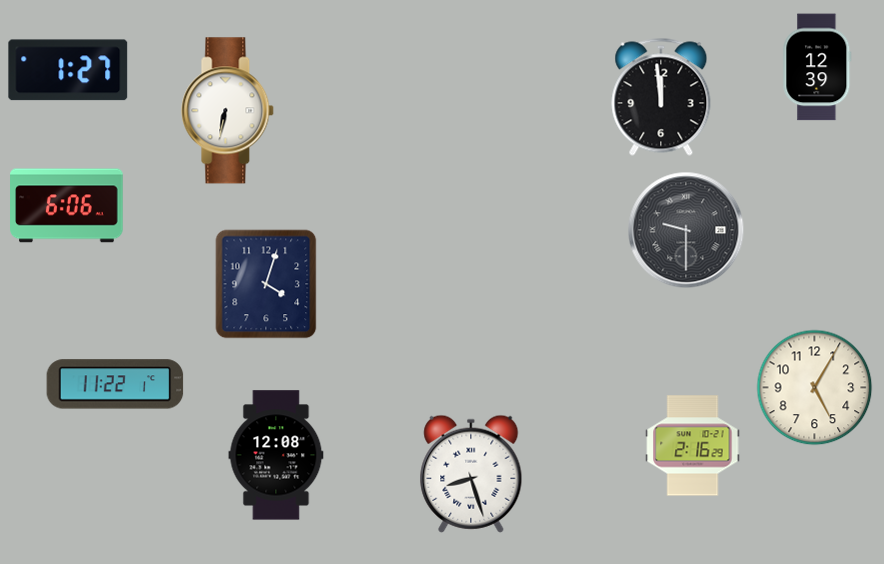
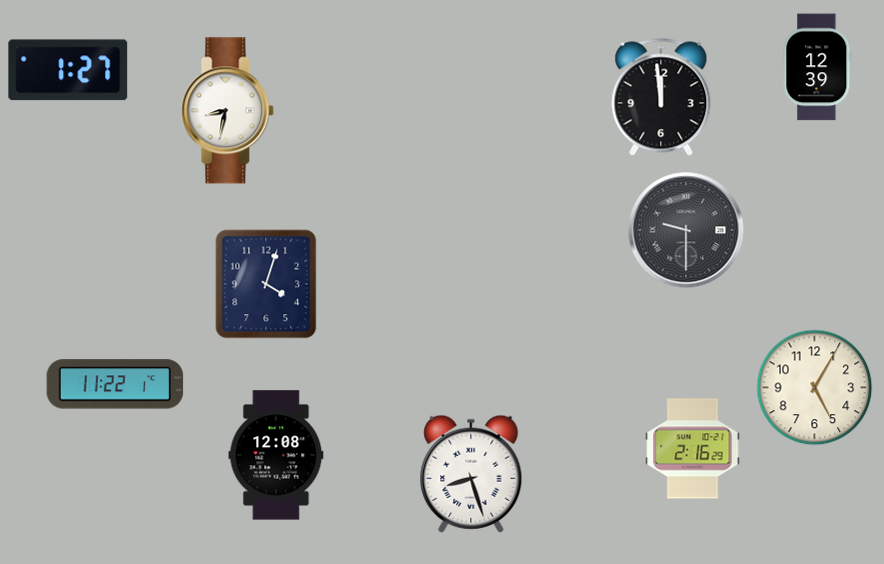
clock at (228, 111): 6:32 -> 8:32
clock at (67, 206): 6:06 -> none
clock at (693, 446) position: (693, 446) -> (693, 449)
